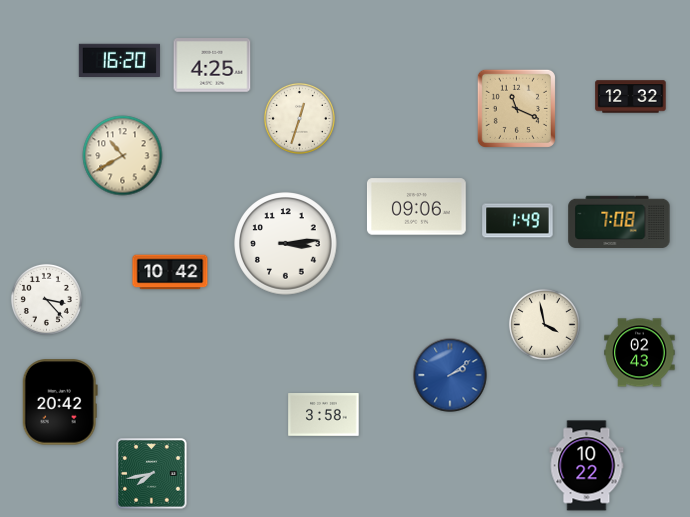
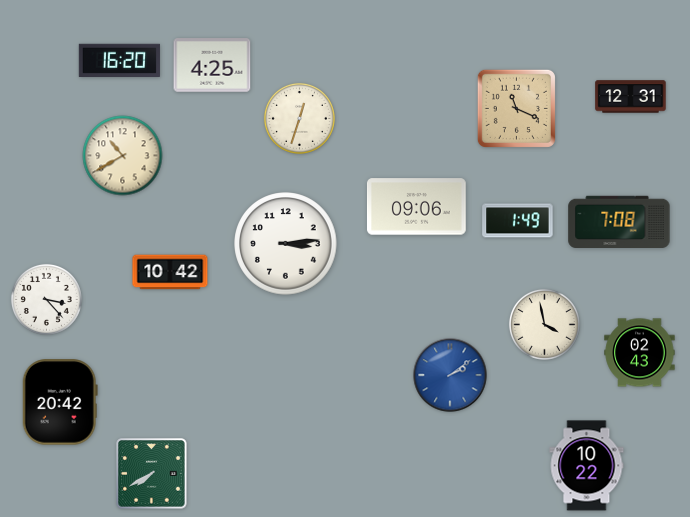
clock at (631, 97): 12:32 -> 12:31
clock at (324, 415): 3:58 -> none
clock at (152, 474): 7:43 -> 7:40
